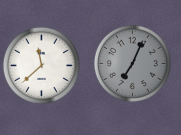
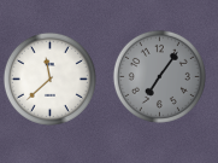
clock at (132, 63): 7:04 -> 7:06
